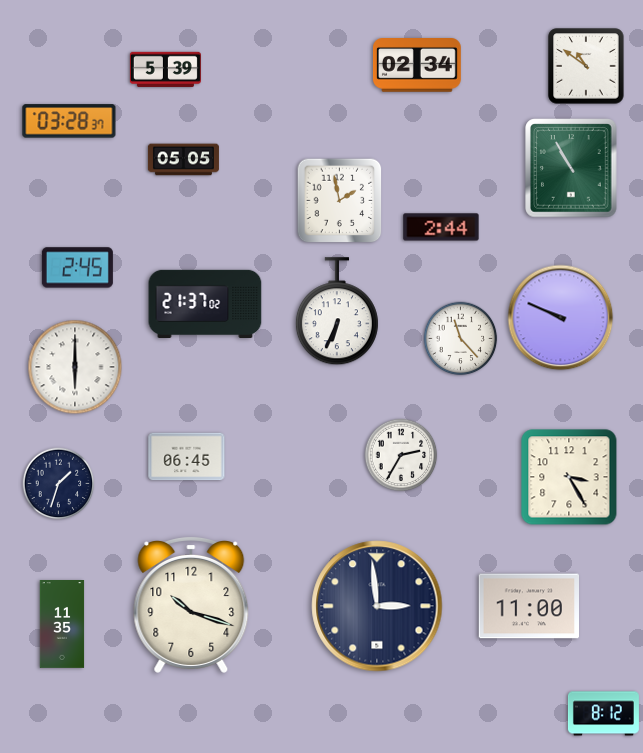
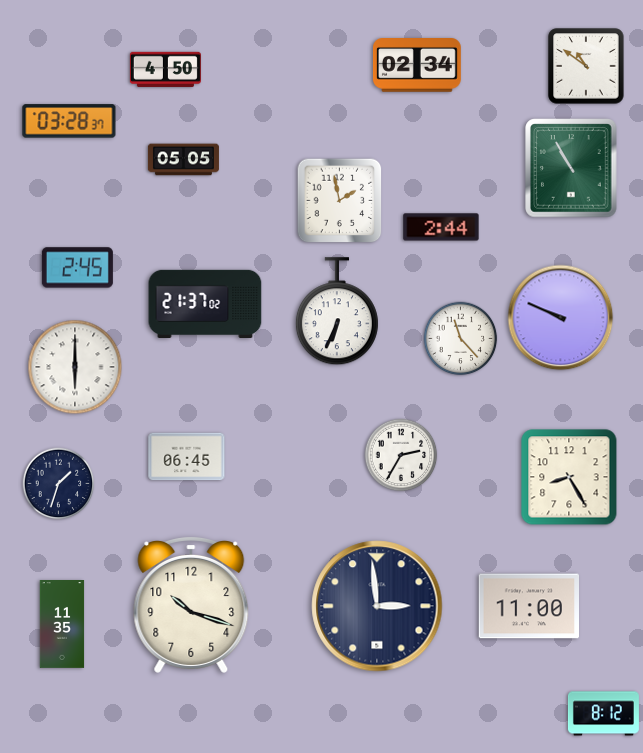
clock at (165, 69): 5:39 -> 4:50
clock at (569, 477): 3:25 -> 8:25
